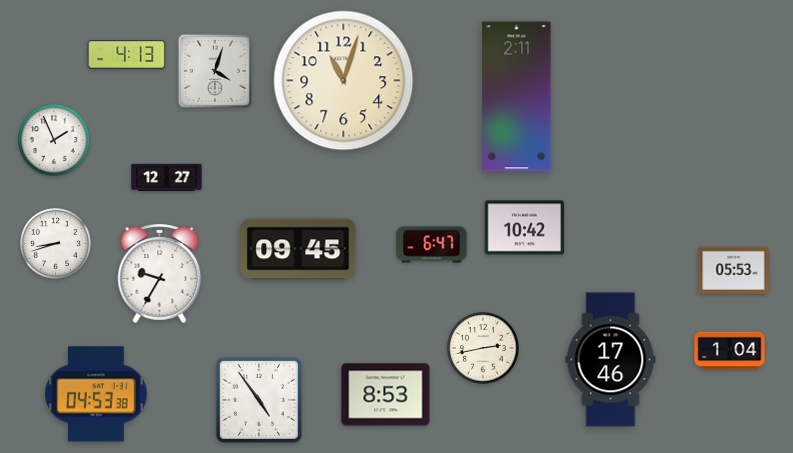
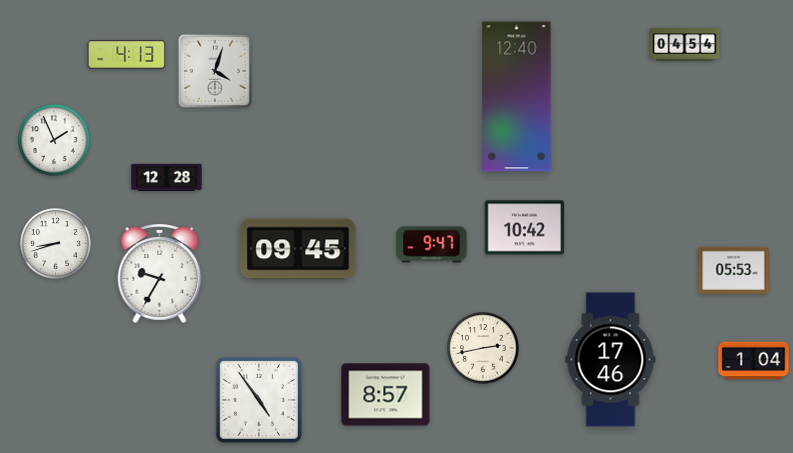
clock at (685, 45): none -> 04:54
clock at (344, 81): 11:03 -> none
clock at (517, 97): 2:11 -> 12:40
clock at (167, 178): 12:27 -> 12:28
clock at (432, 245): 6:47 -> 9:47
clock at (730, 351) position: (730, 351) -> (754, 361)
clock at (96, 394): 04:53 -> none
clock at (386, 395): 8:53 -> 8:57
